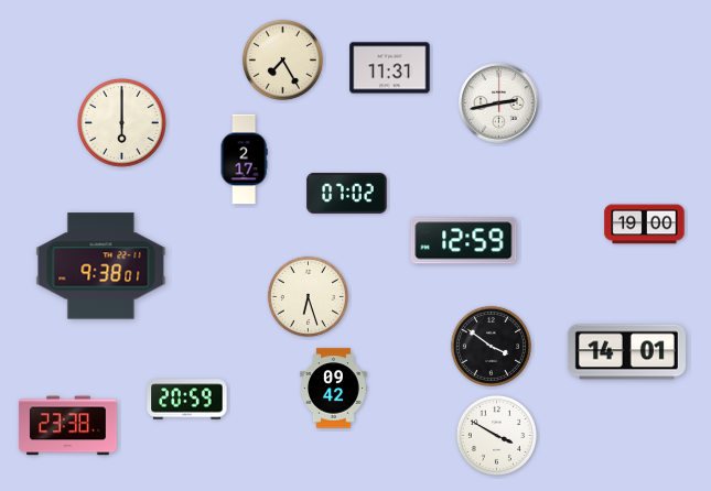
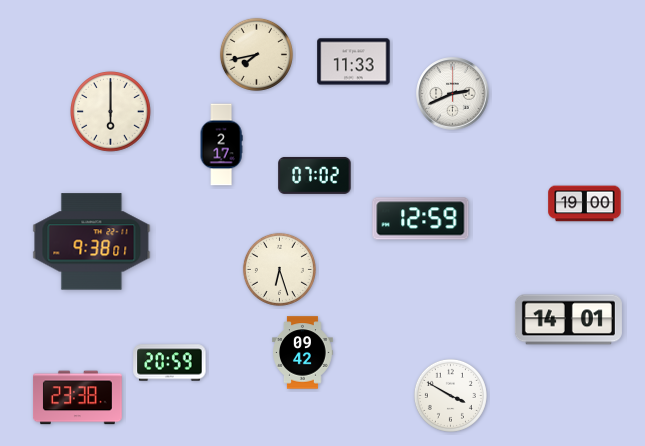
clock at (282, 59): 7:25 -> 7:43
clock at (390, 68): 11:31 -> 11:33
clock at (499, 103): 2:43 -> 2:41
clock at (491, 346): 3:51 -> none
clock at (67, 426) position: (67, 426) -> (77, 398)
